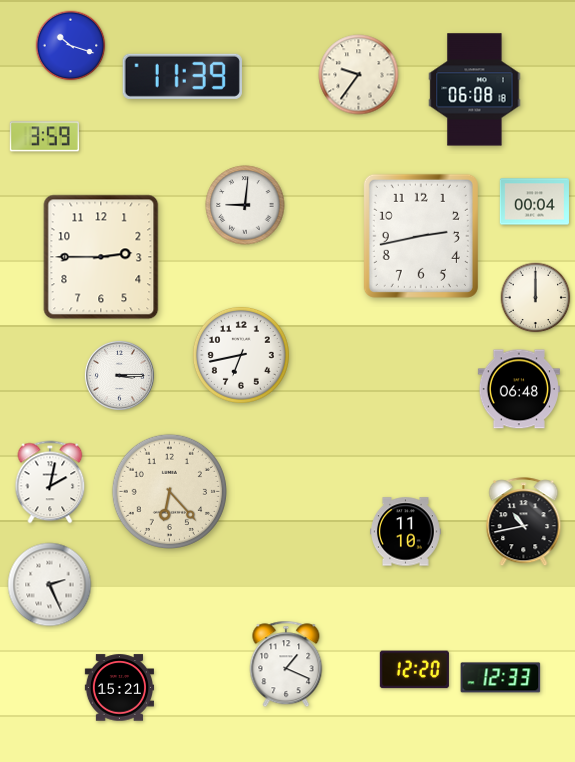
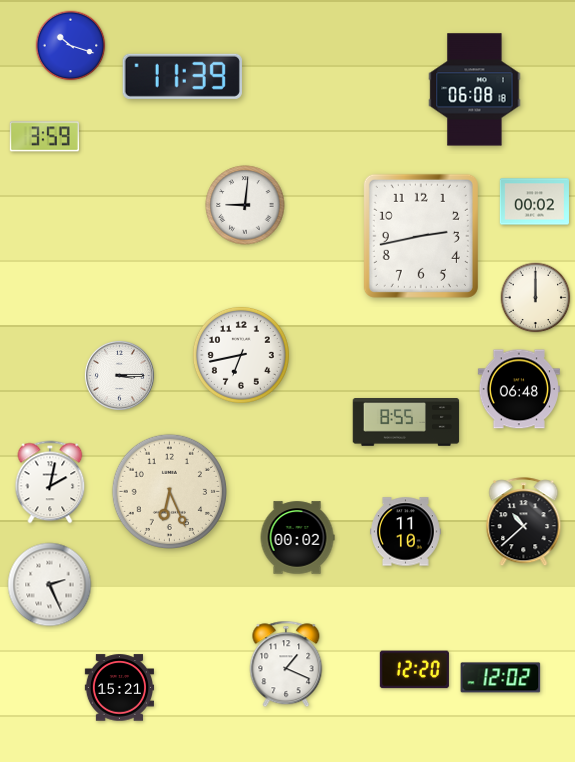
clock at (359, 75): 9:36 -> none
clock at (534, 202): 00:04 -> 00:02
clock at (101, 257): 2:45 -> none
clock at (406, 423): none -> 8:55
clock at (169, 491): 6:23 -> 6:26
clock at (524, 522): 10:43 -> 10:38
clock at (297, 538): none -> 00:02
clock at (501, 678): 12:33 -> 12:02
